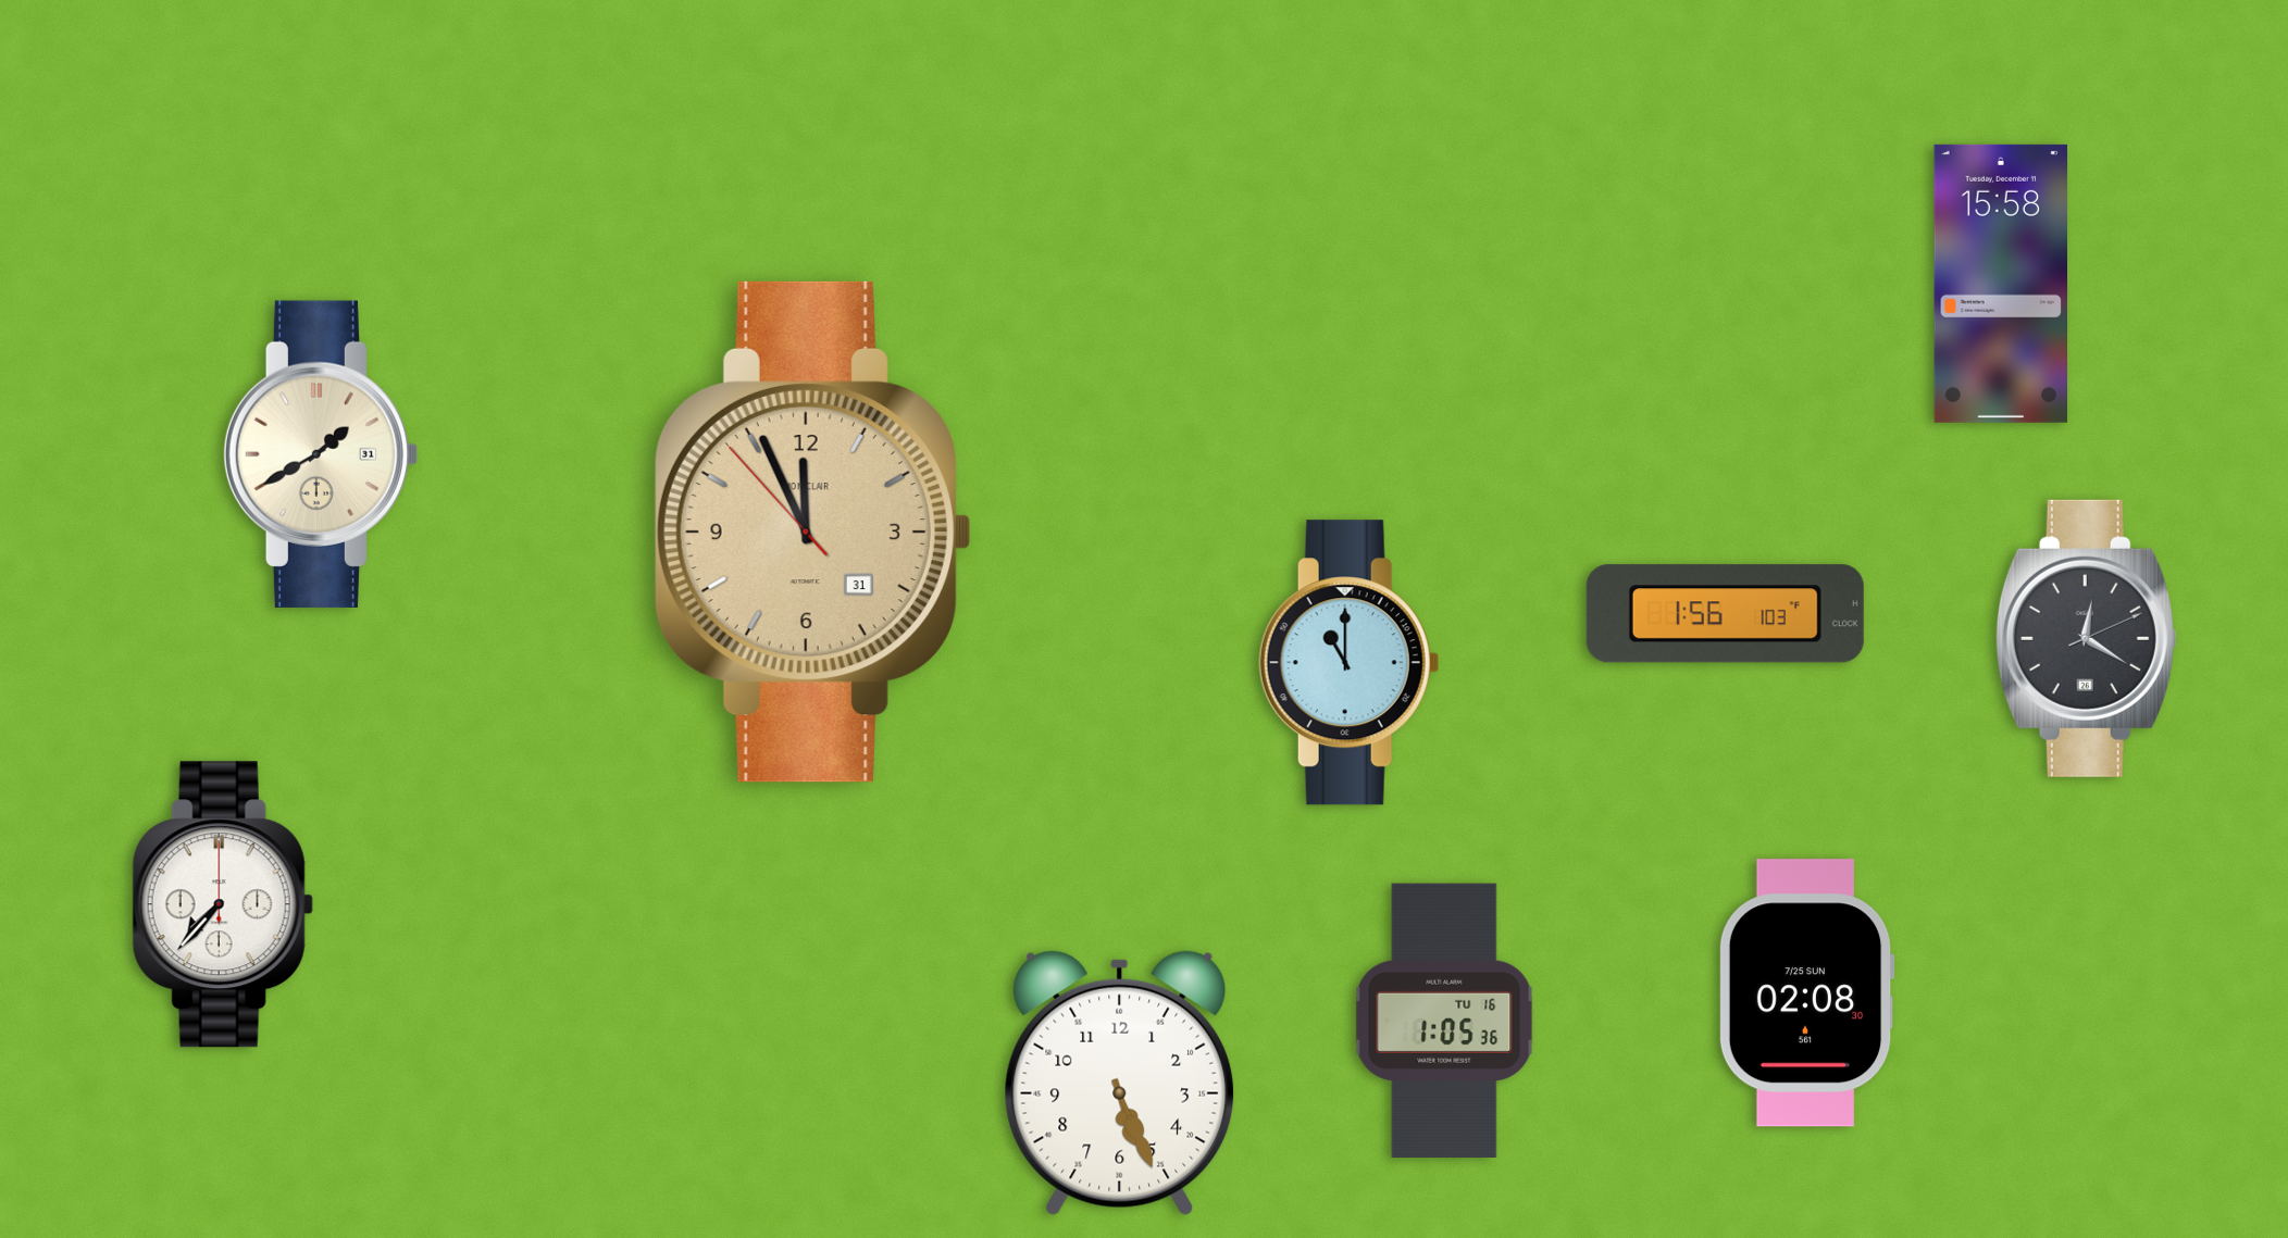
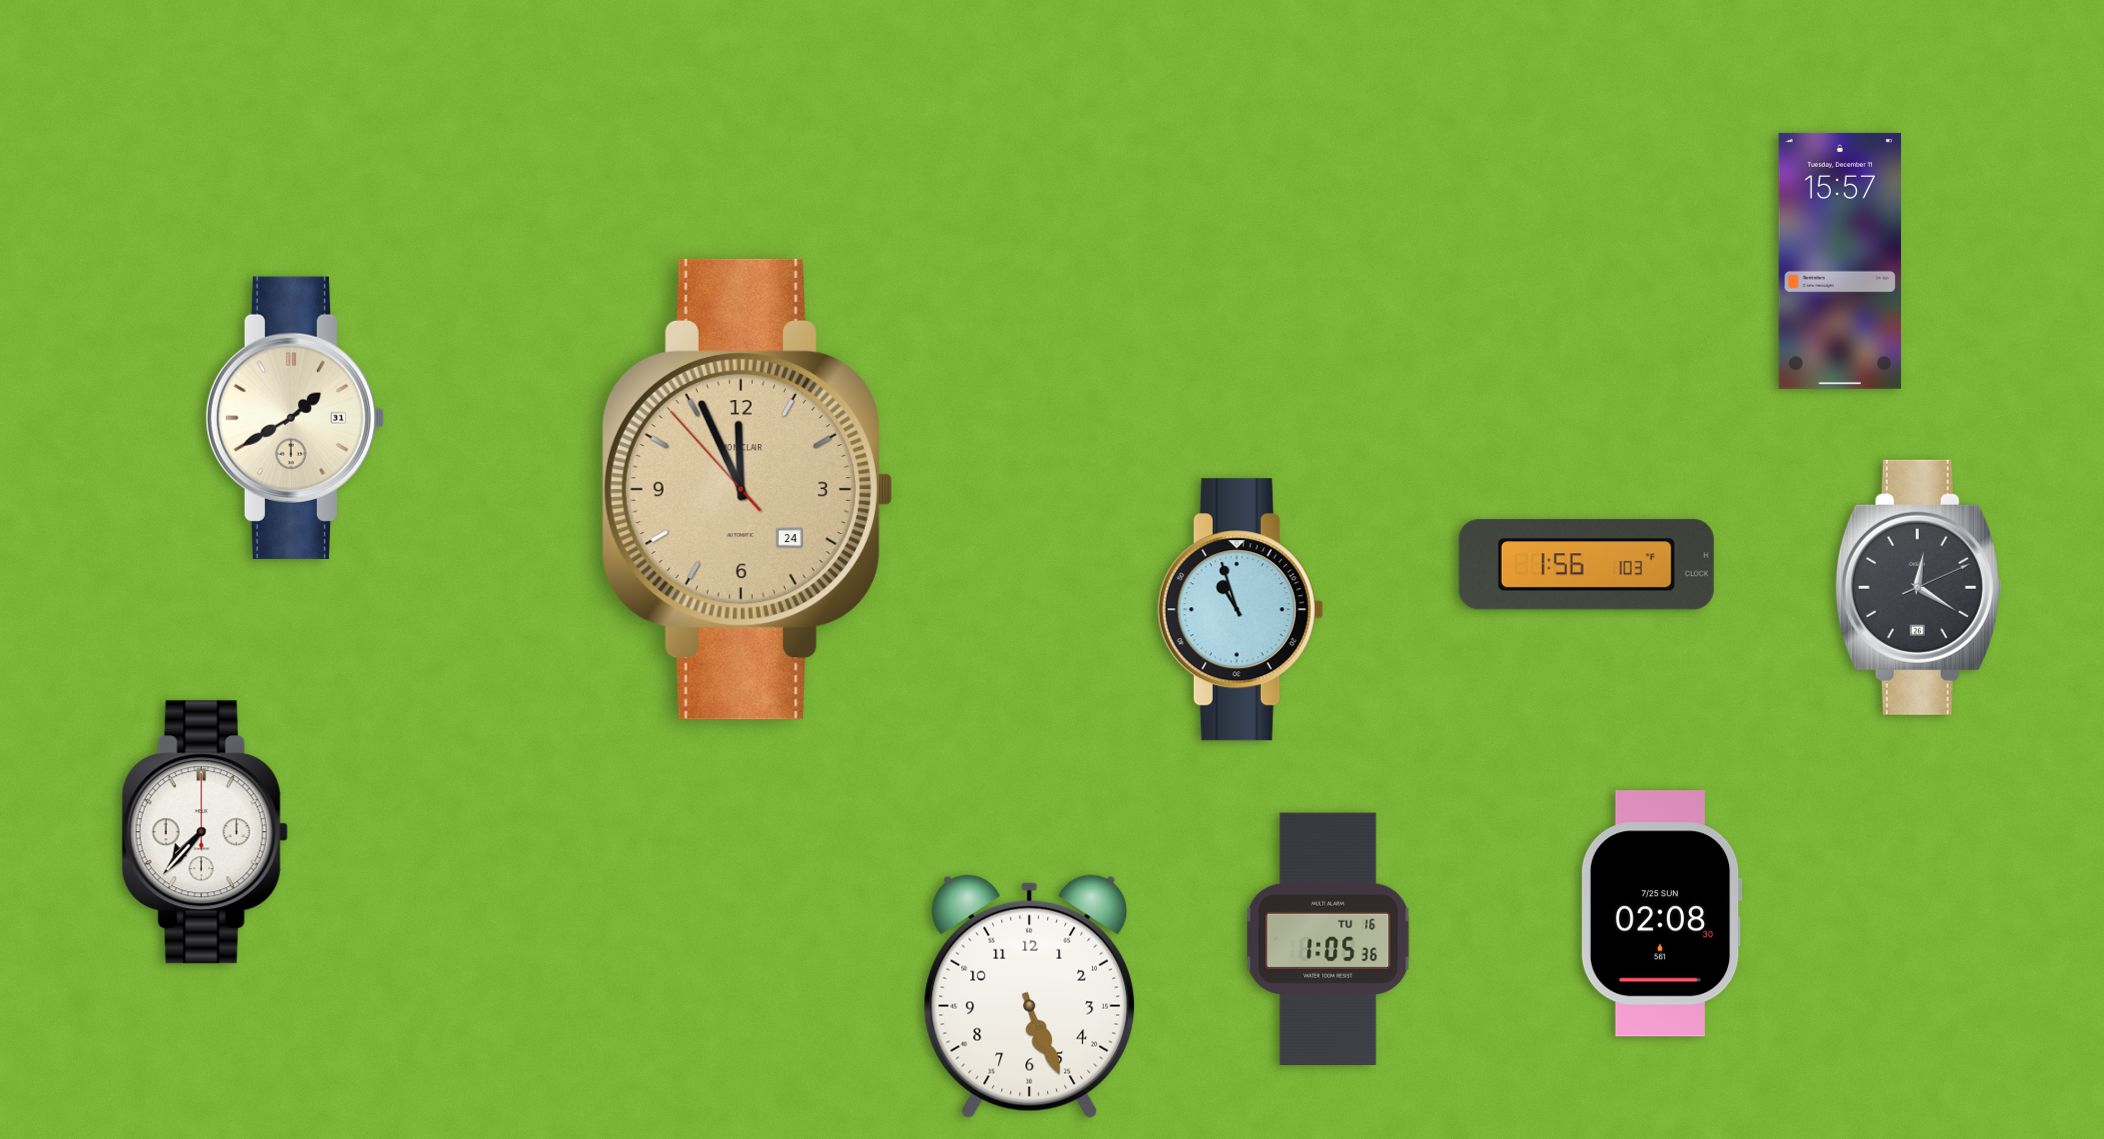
clock at (2000, 284): 15:58 -> 15:57
clock at (812, 532) date: 31 -> 24
clock at (1348, 663): 11:00 -> 10:57
